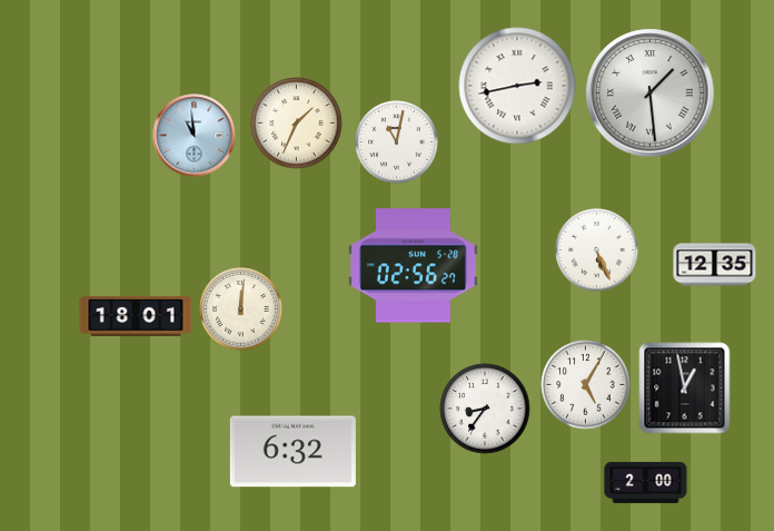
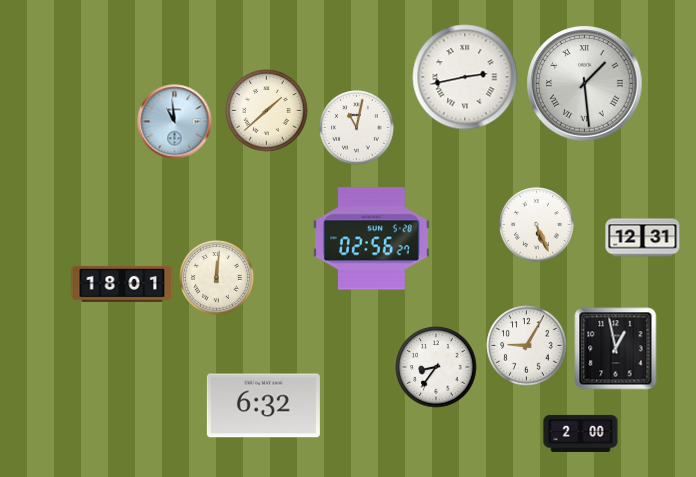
clock at (297, 124): 1:34 -> 1:38
clock at (715, 265): 12:35 -> 12:31
clock at (586, 385): 5:05 -> 9:05
